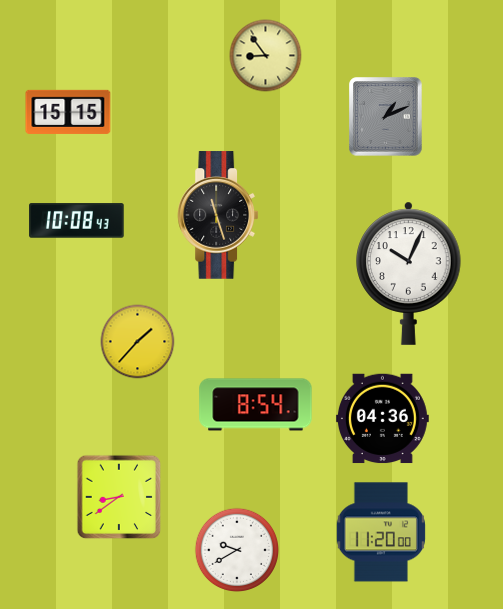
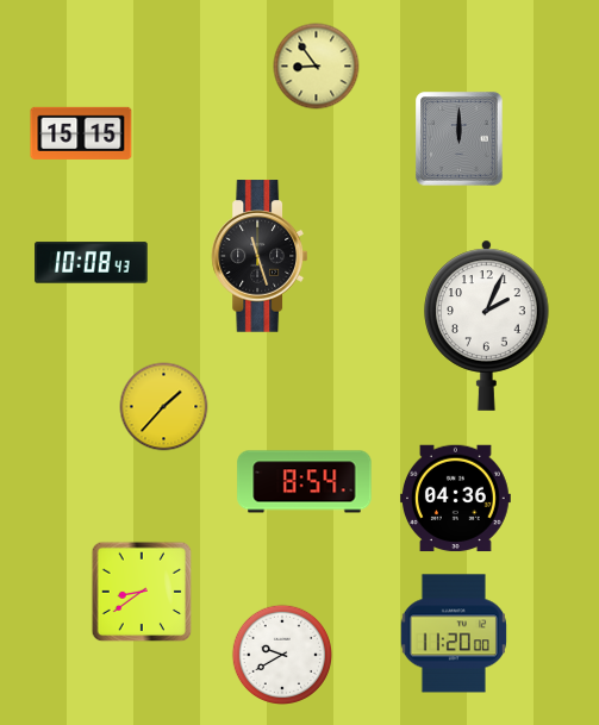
clock at (386, 117): 1:11 -> 12:00
clock at (409, 273): 10:04 -> 2:04
